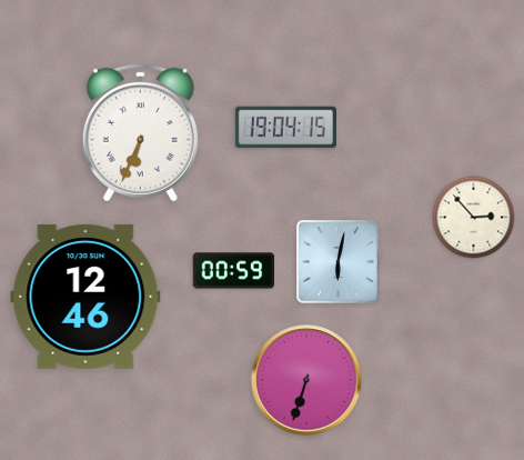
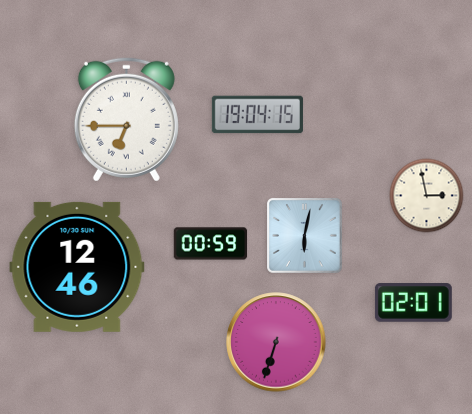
clock at (140, 132): 6:34 -> 6:45
clock at (474, 218): 2:53 -> 2:58
clock at (413, 303): none -> 02:01
